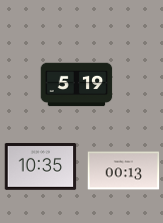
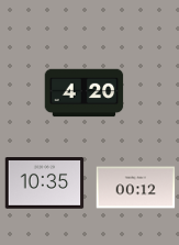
clock at (77, 85): 5:19 -> 4:20
clock at (124, 171): 00:13 -> 00:12
